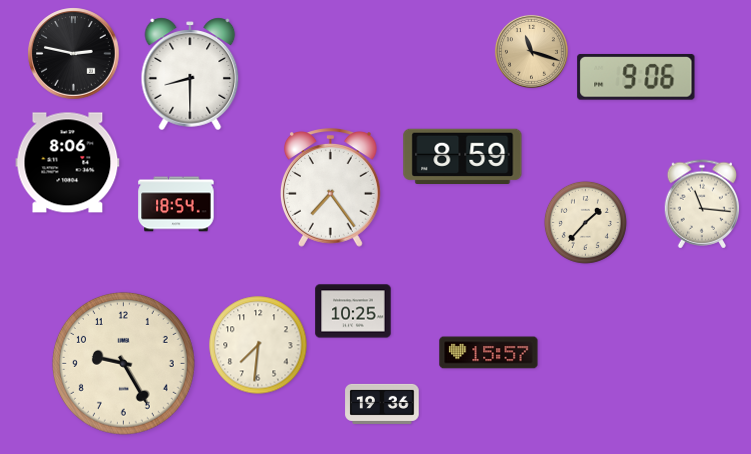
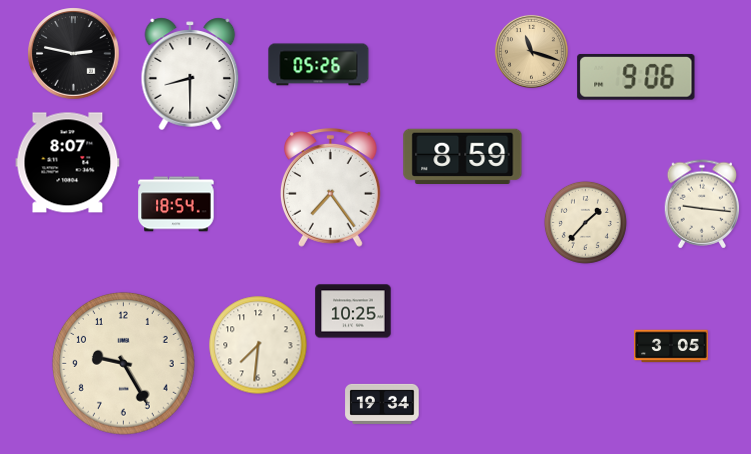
clock at (319, 65): none -> 05:26
clock at (68, 163): 8:06 -> 8:07
clock at (702, 204): 11:16 -> 9:16
clock at (671, 346): none -> 3:05
clock at (489, 353): 15:57 -> none
clock at (382, 404): 19:36 -> 19:34
